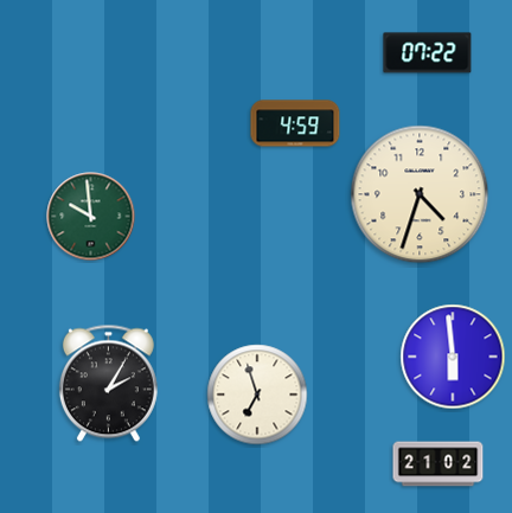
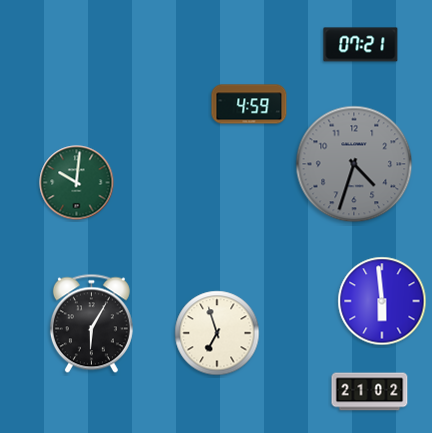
clock at (428, 53): 07:22 -> 07:21
clock at (420, 194) dial: cream -> grey
clock at (91, 217): 9:59 -> 10:01
clock at (108, 384): 2:05 -> 6:05
